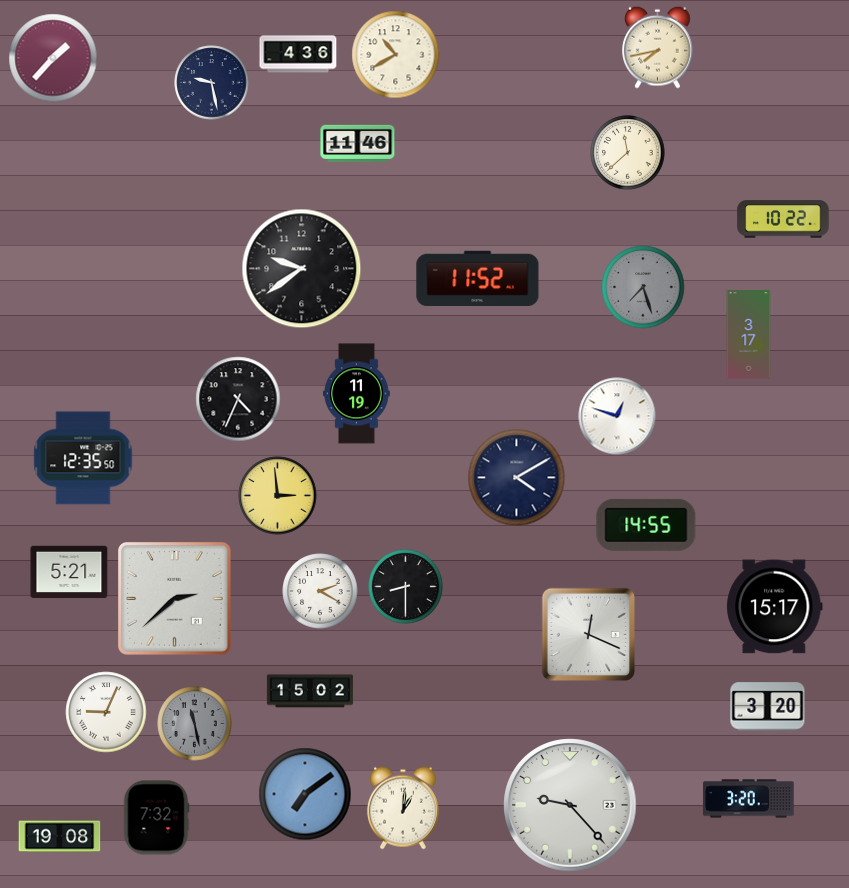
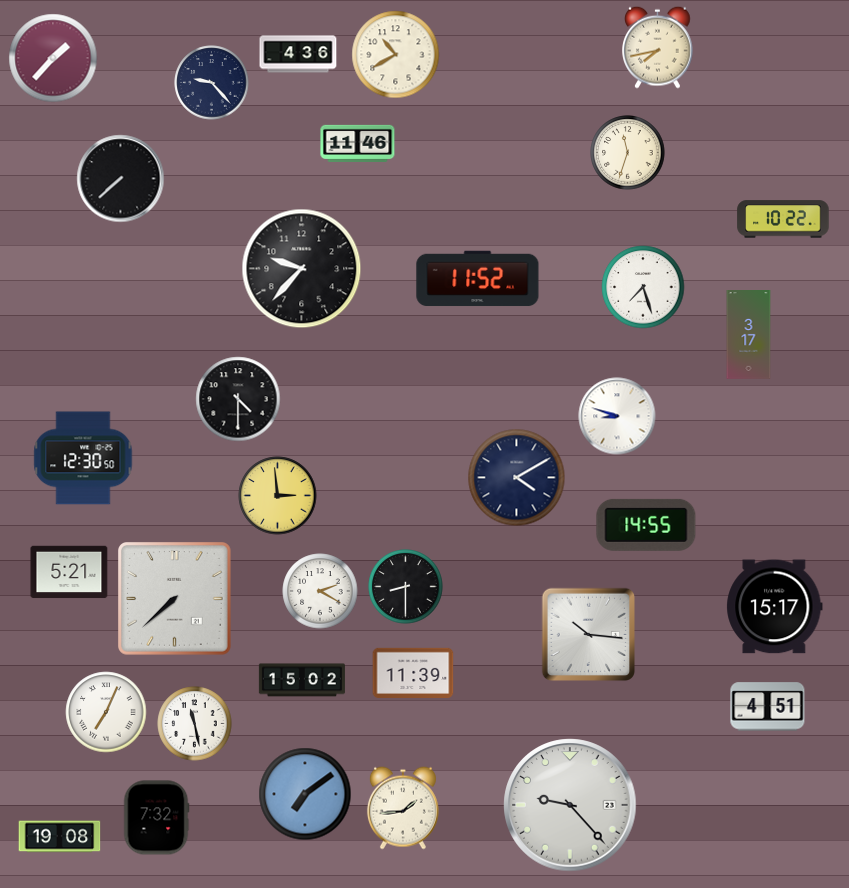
clock at (212, 83): 9:28 -> 9:23
clock at (628, 153): 11:38 -> 11:33
clock at (121, 179): none -> 7:38
clock at (302, 269): 9:39 -> 9:37
clock at (643, 287) dial: grey -> white
clock at (357, 394): 11:19 -> none
clock at (238, 399): 4:34 -> 4:30
clock at (617, 416): 12:48 -> 8:48
clock at (83, 458): 12:35 -> 12:30
clock at (175, 599): 2:38 -> 7:38
clock at (589, 635): 12:19 -> 10:16
clock at (413, 673): none -> 11:39
clock at (310, 691) position: (310, 691) -> (302, 680)
clock at (768, 707): 3:20 -> 4:51
clock at (106, 712): 9:04 -> 7:04
clock at (195, 724) dial: grey -> white
clock at (749, 799): 3:20 -> none
clock at (403, 808): 1:01 -> 1:44
